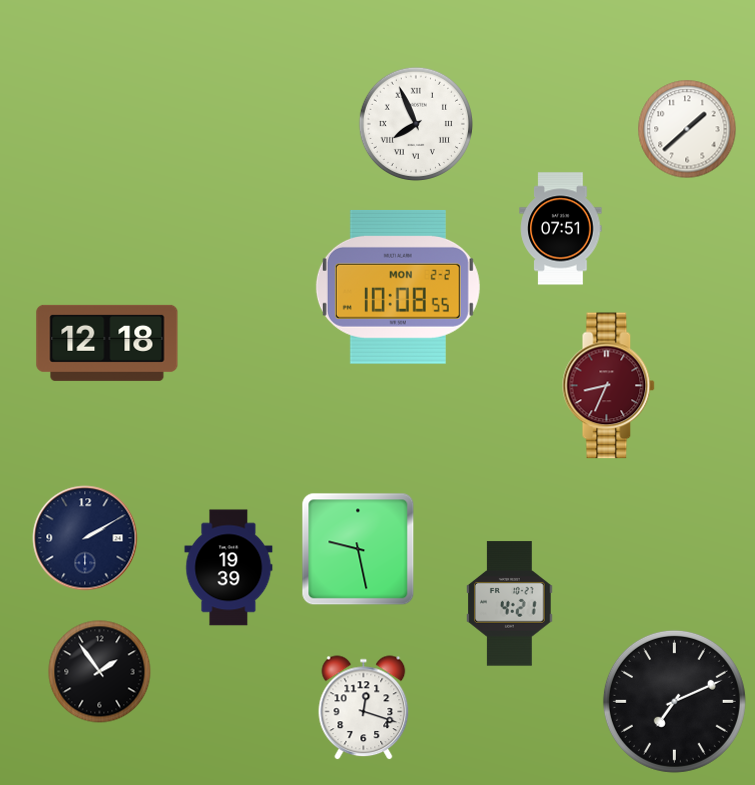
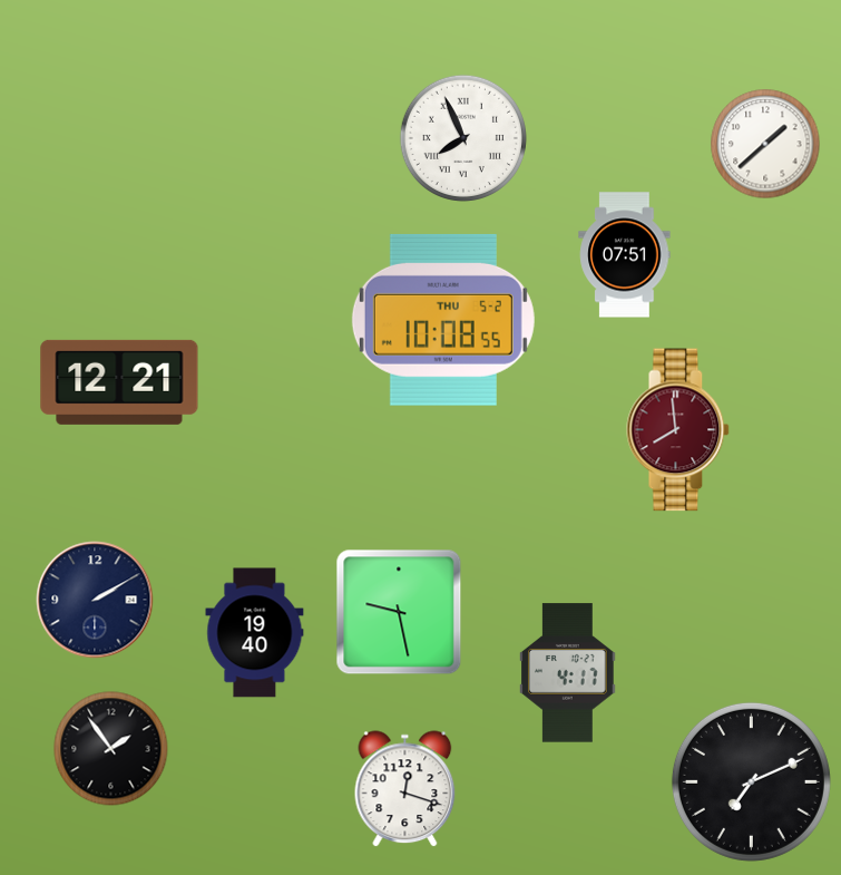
clock at (398, 287) date: MON 2-2 -> THU 5-2
clock at (107, 343): 12:18 -> 12:21
clock at (609, 386): 8:34 -> 7:59
clock at (229, 568): 19:39 -> 19:40
clock at (510, 604): 4:21 -> 4:17
